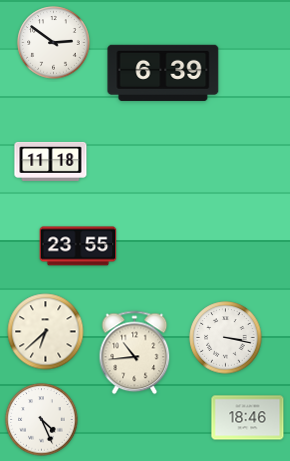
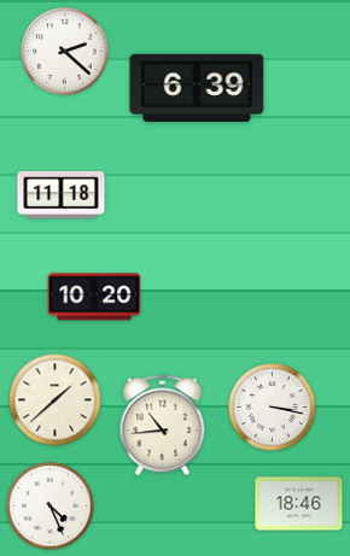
clock at (54, 43): 2:51 -> 2:22
clock at (78, 246): 23:55 -> 10:20
clock at (46, 332): 6:38 -> 1:38
